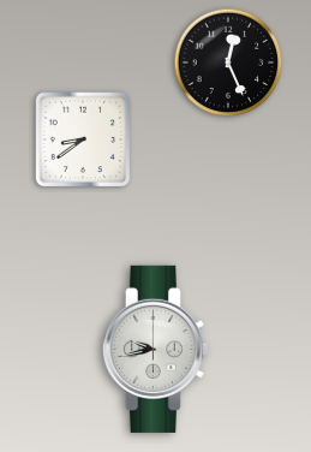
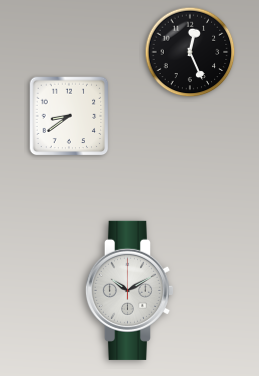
clock at (155, 349): 9:43 -> 10:10
